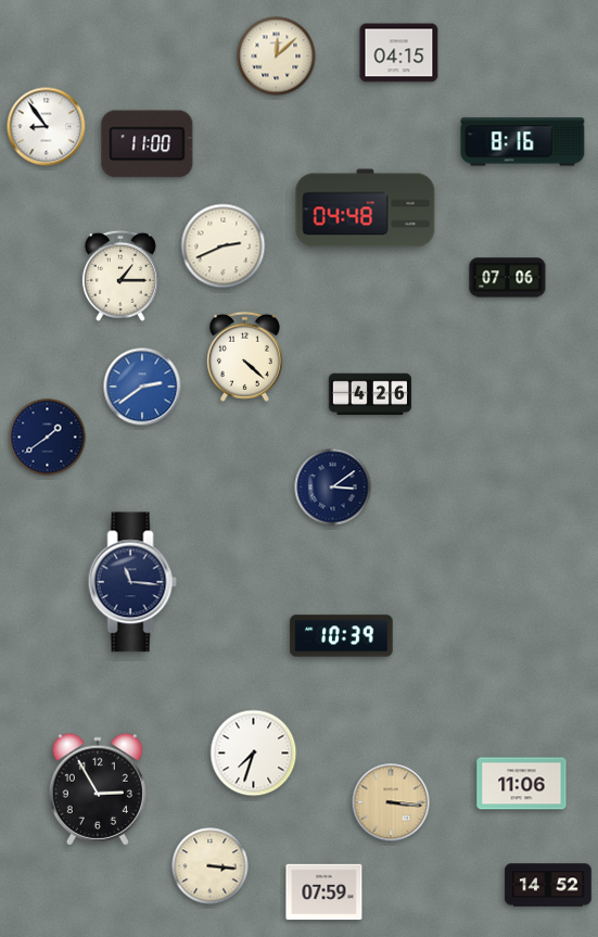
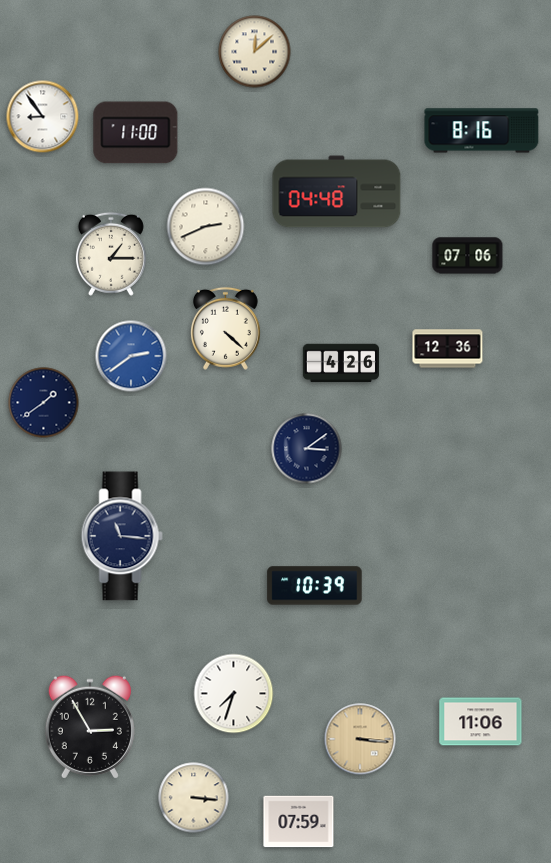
clock at (399, 53): 04:15 -> none
clock at (448, 349): none -> 12:36
clock at (548, 885): 14:52 -> none
